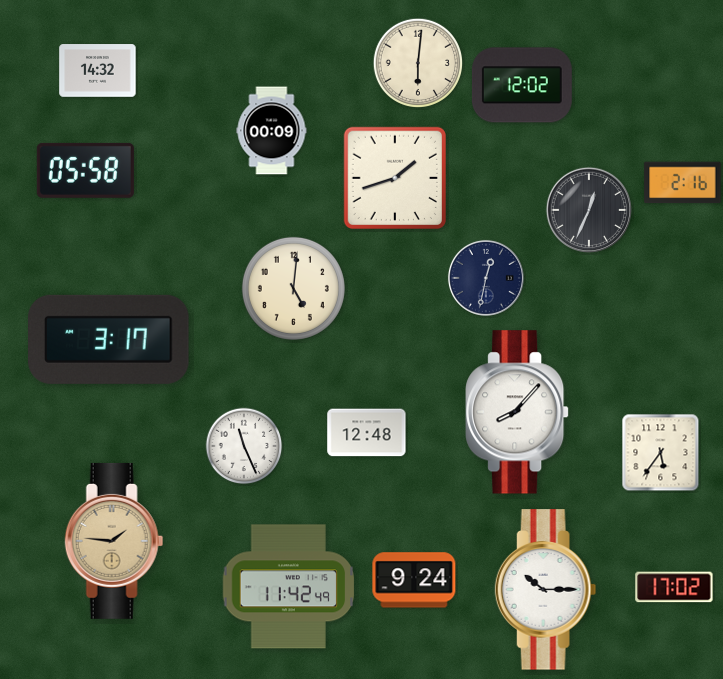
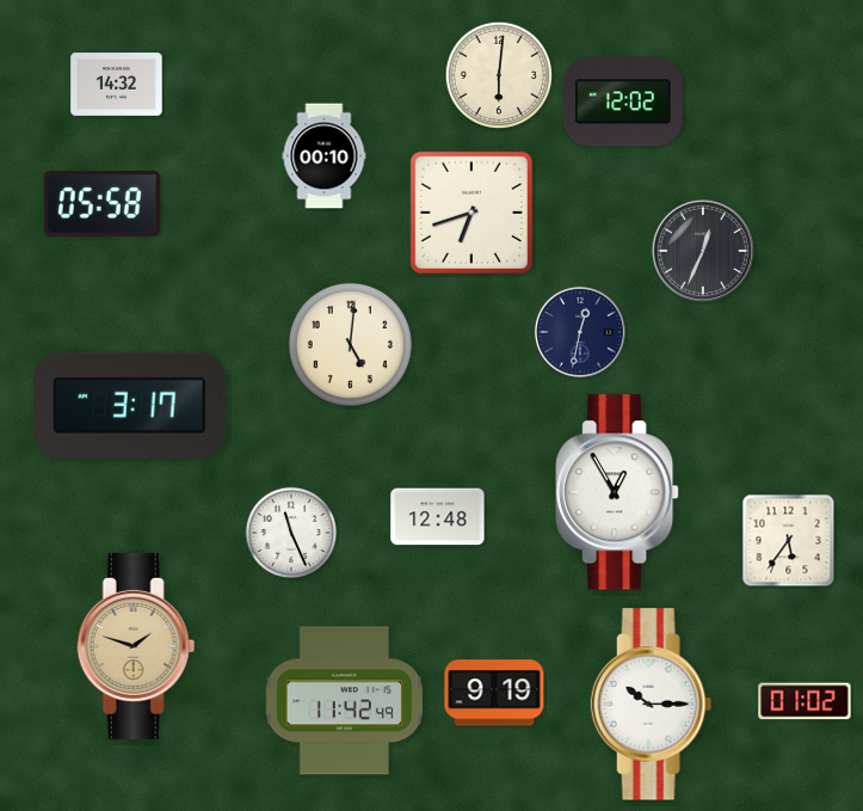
clock at (272, 131): 00:09 -> 00:10
clock at (394, 177): 1:42 -> 6:42
clock at (683, 183): 2:16 -> none
clock at (518, 412): 8:07 -> 12:55
clock at (114, 541): 1:46 -> 1:48
clock at (414, 580): 9:24 -> 9:19
clock at (674, 587): 17:02 -> 01:02
